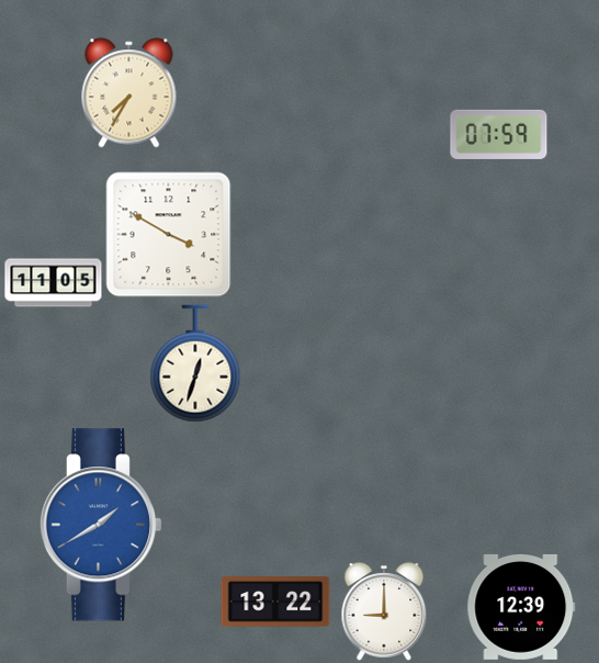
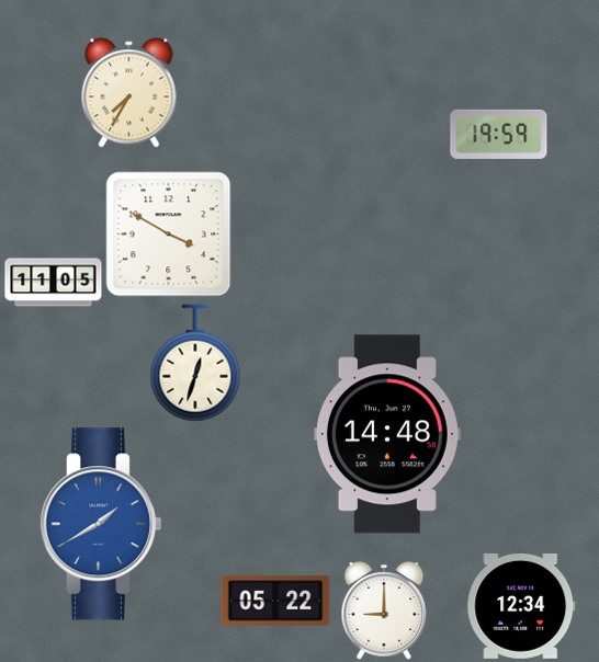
clock at (499, 134): 07:59 -> 19:59
clock at (387, 434): none -> 14:48
clock at (275, 602): 13:22 -> 05:22
clock at (521, 607): 12:39 -> 12:34
